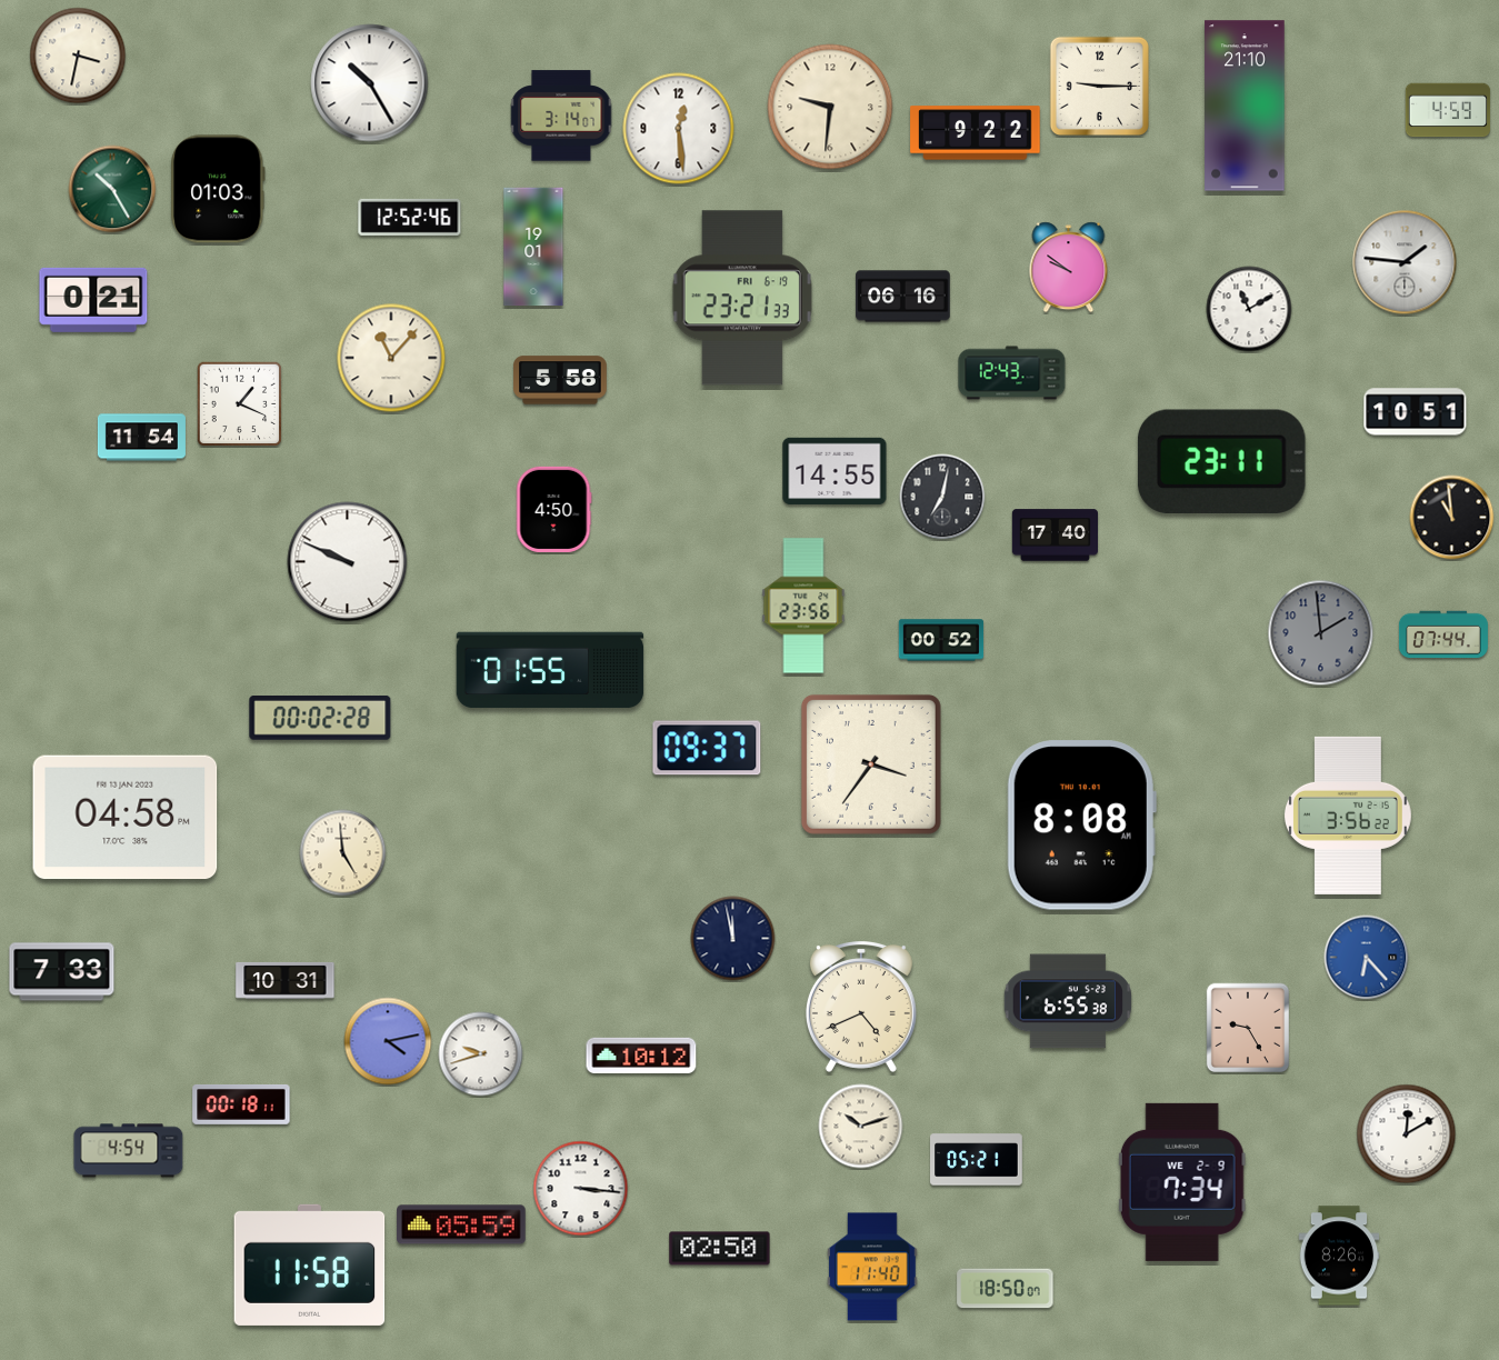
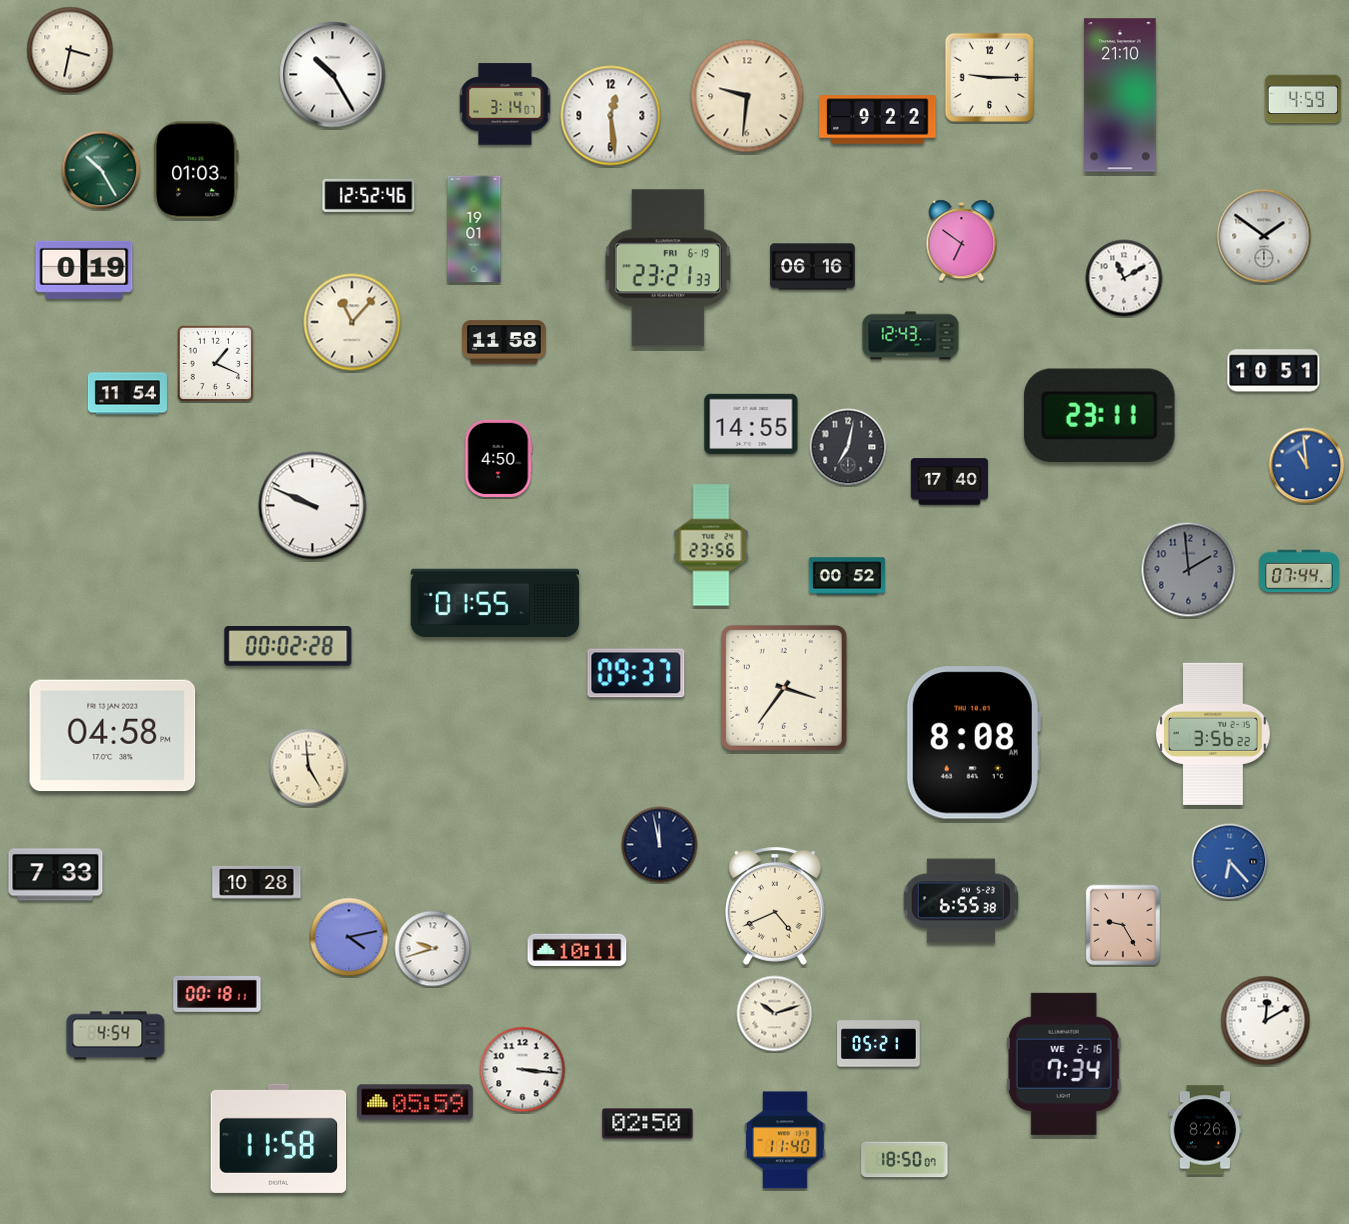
clock at (533, 247) position: (533, 247) -> (474, 229)
clock at (1405, 262): 1:46 -> 1:51
clock at (1069, 268): 9:51 -> 6:51
clock at (93, 300): 0:21 -> 0:19
clock at (560, 380): 5:58 -> 11:58
clock at (1452, 518) dial: black -> blue
clock at (803, 606) position: (803, 606) -> (711, 545)
clock at (286, 980): 10:31 -> 10:28
clock at (641, 1054): 10:12 -> 10:11
clock at (1182, 1182) date: WE 2-9 -> WE 2-16
